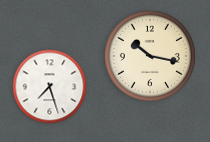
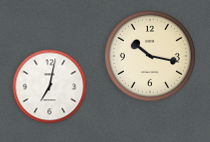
clock at (50, 87): 7:27 -> 7:02
